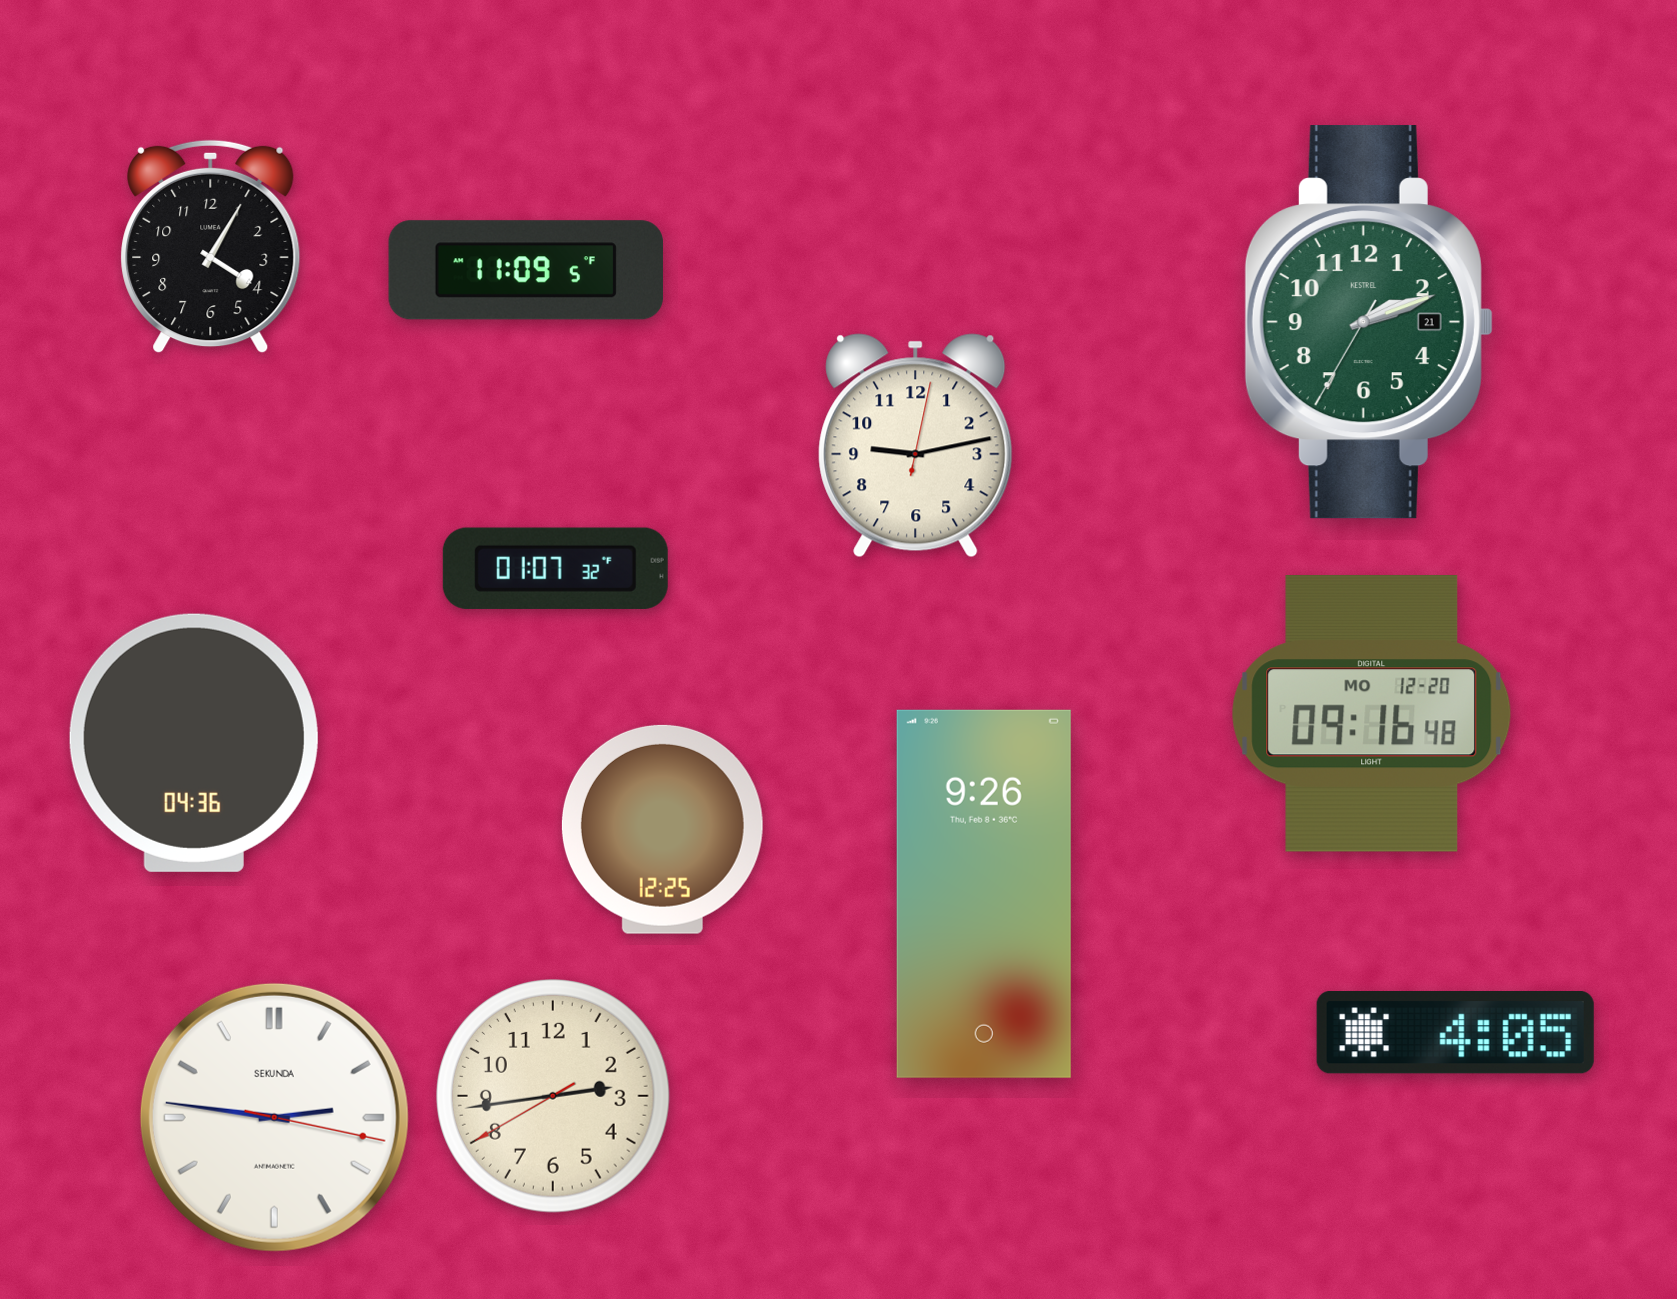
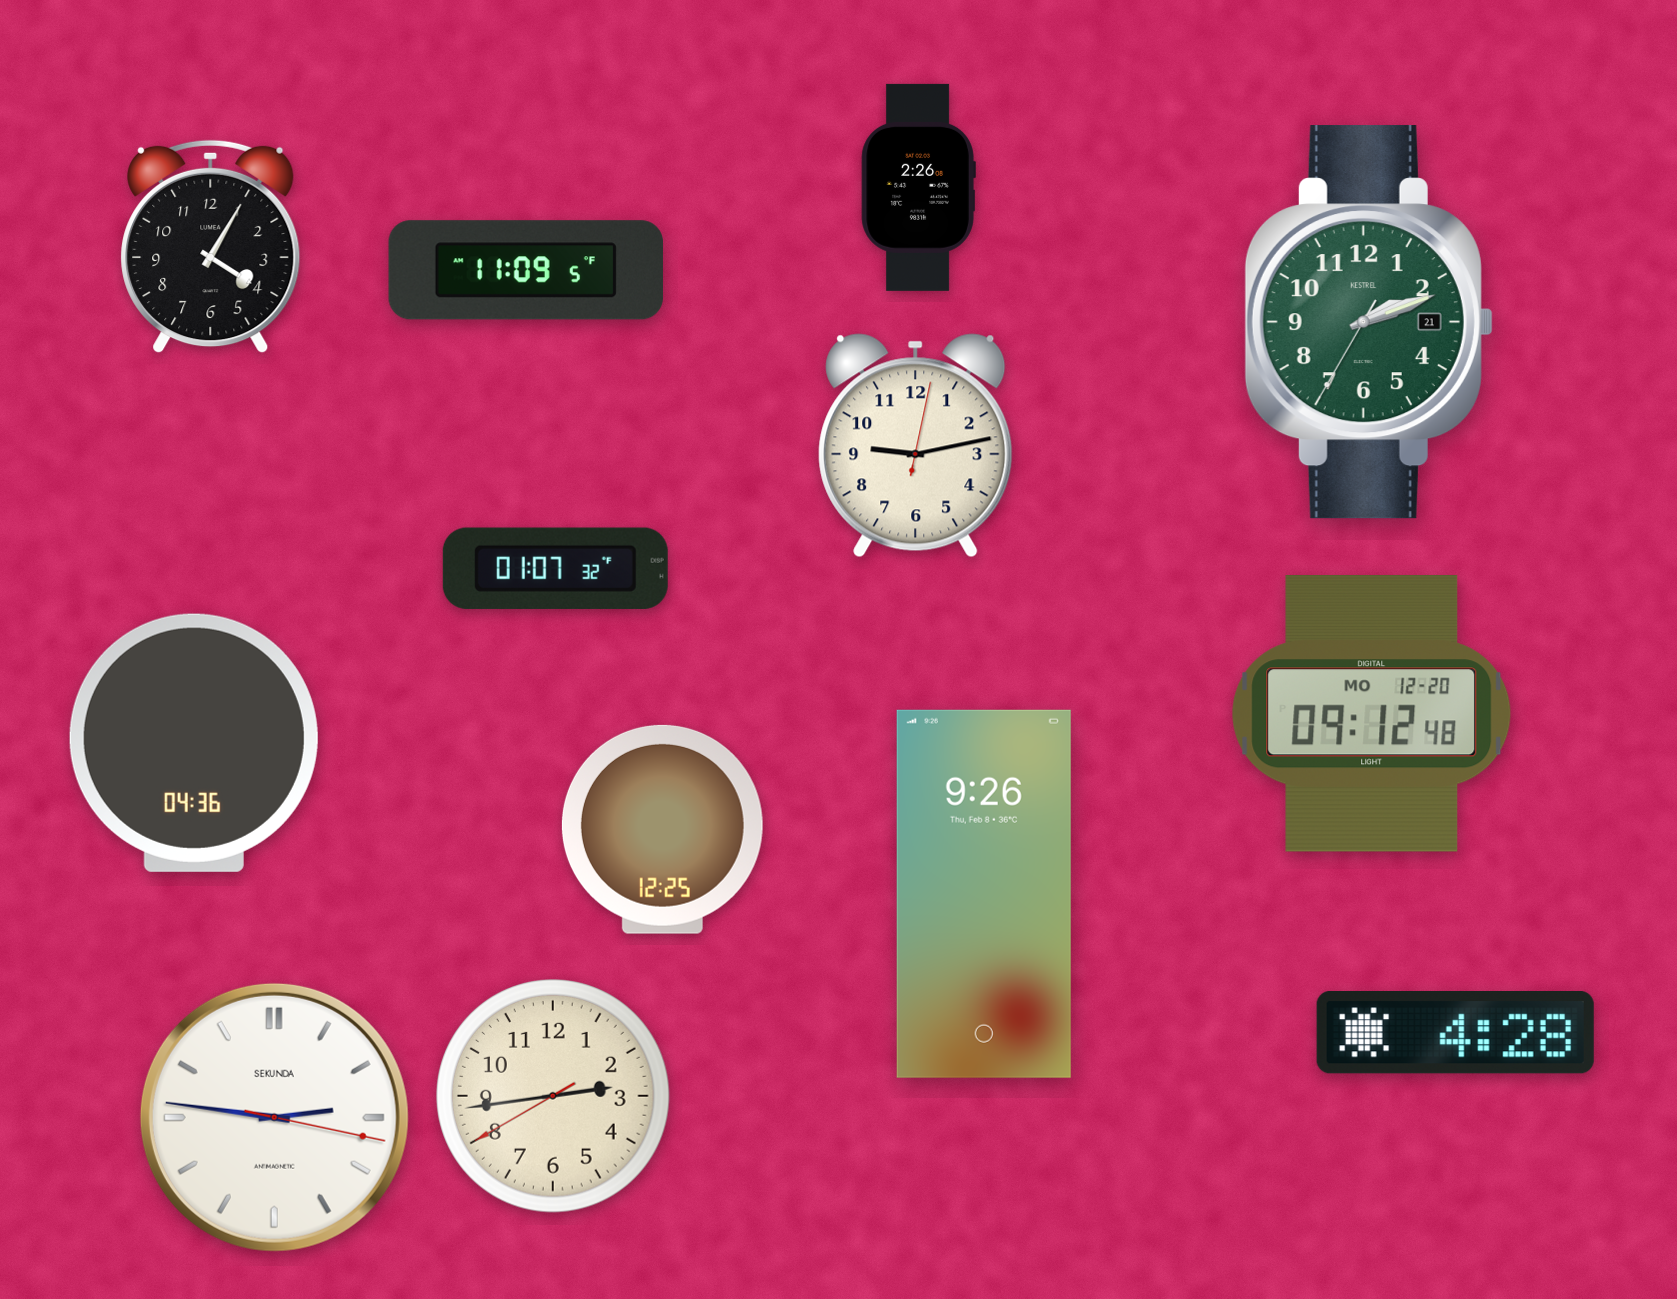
clock at (918, 187): none -> 2:26
clock at (1372, 714): 09:16 -> 09:12
clock at (1455, 1033): 4:05 -> 4:28
